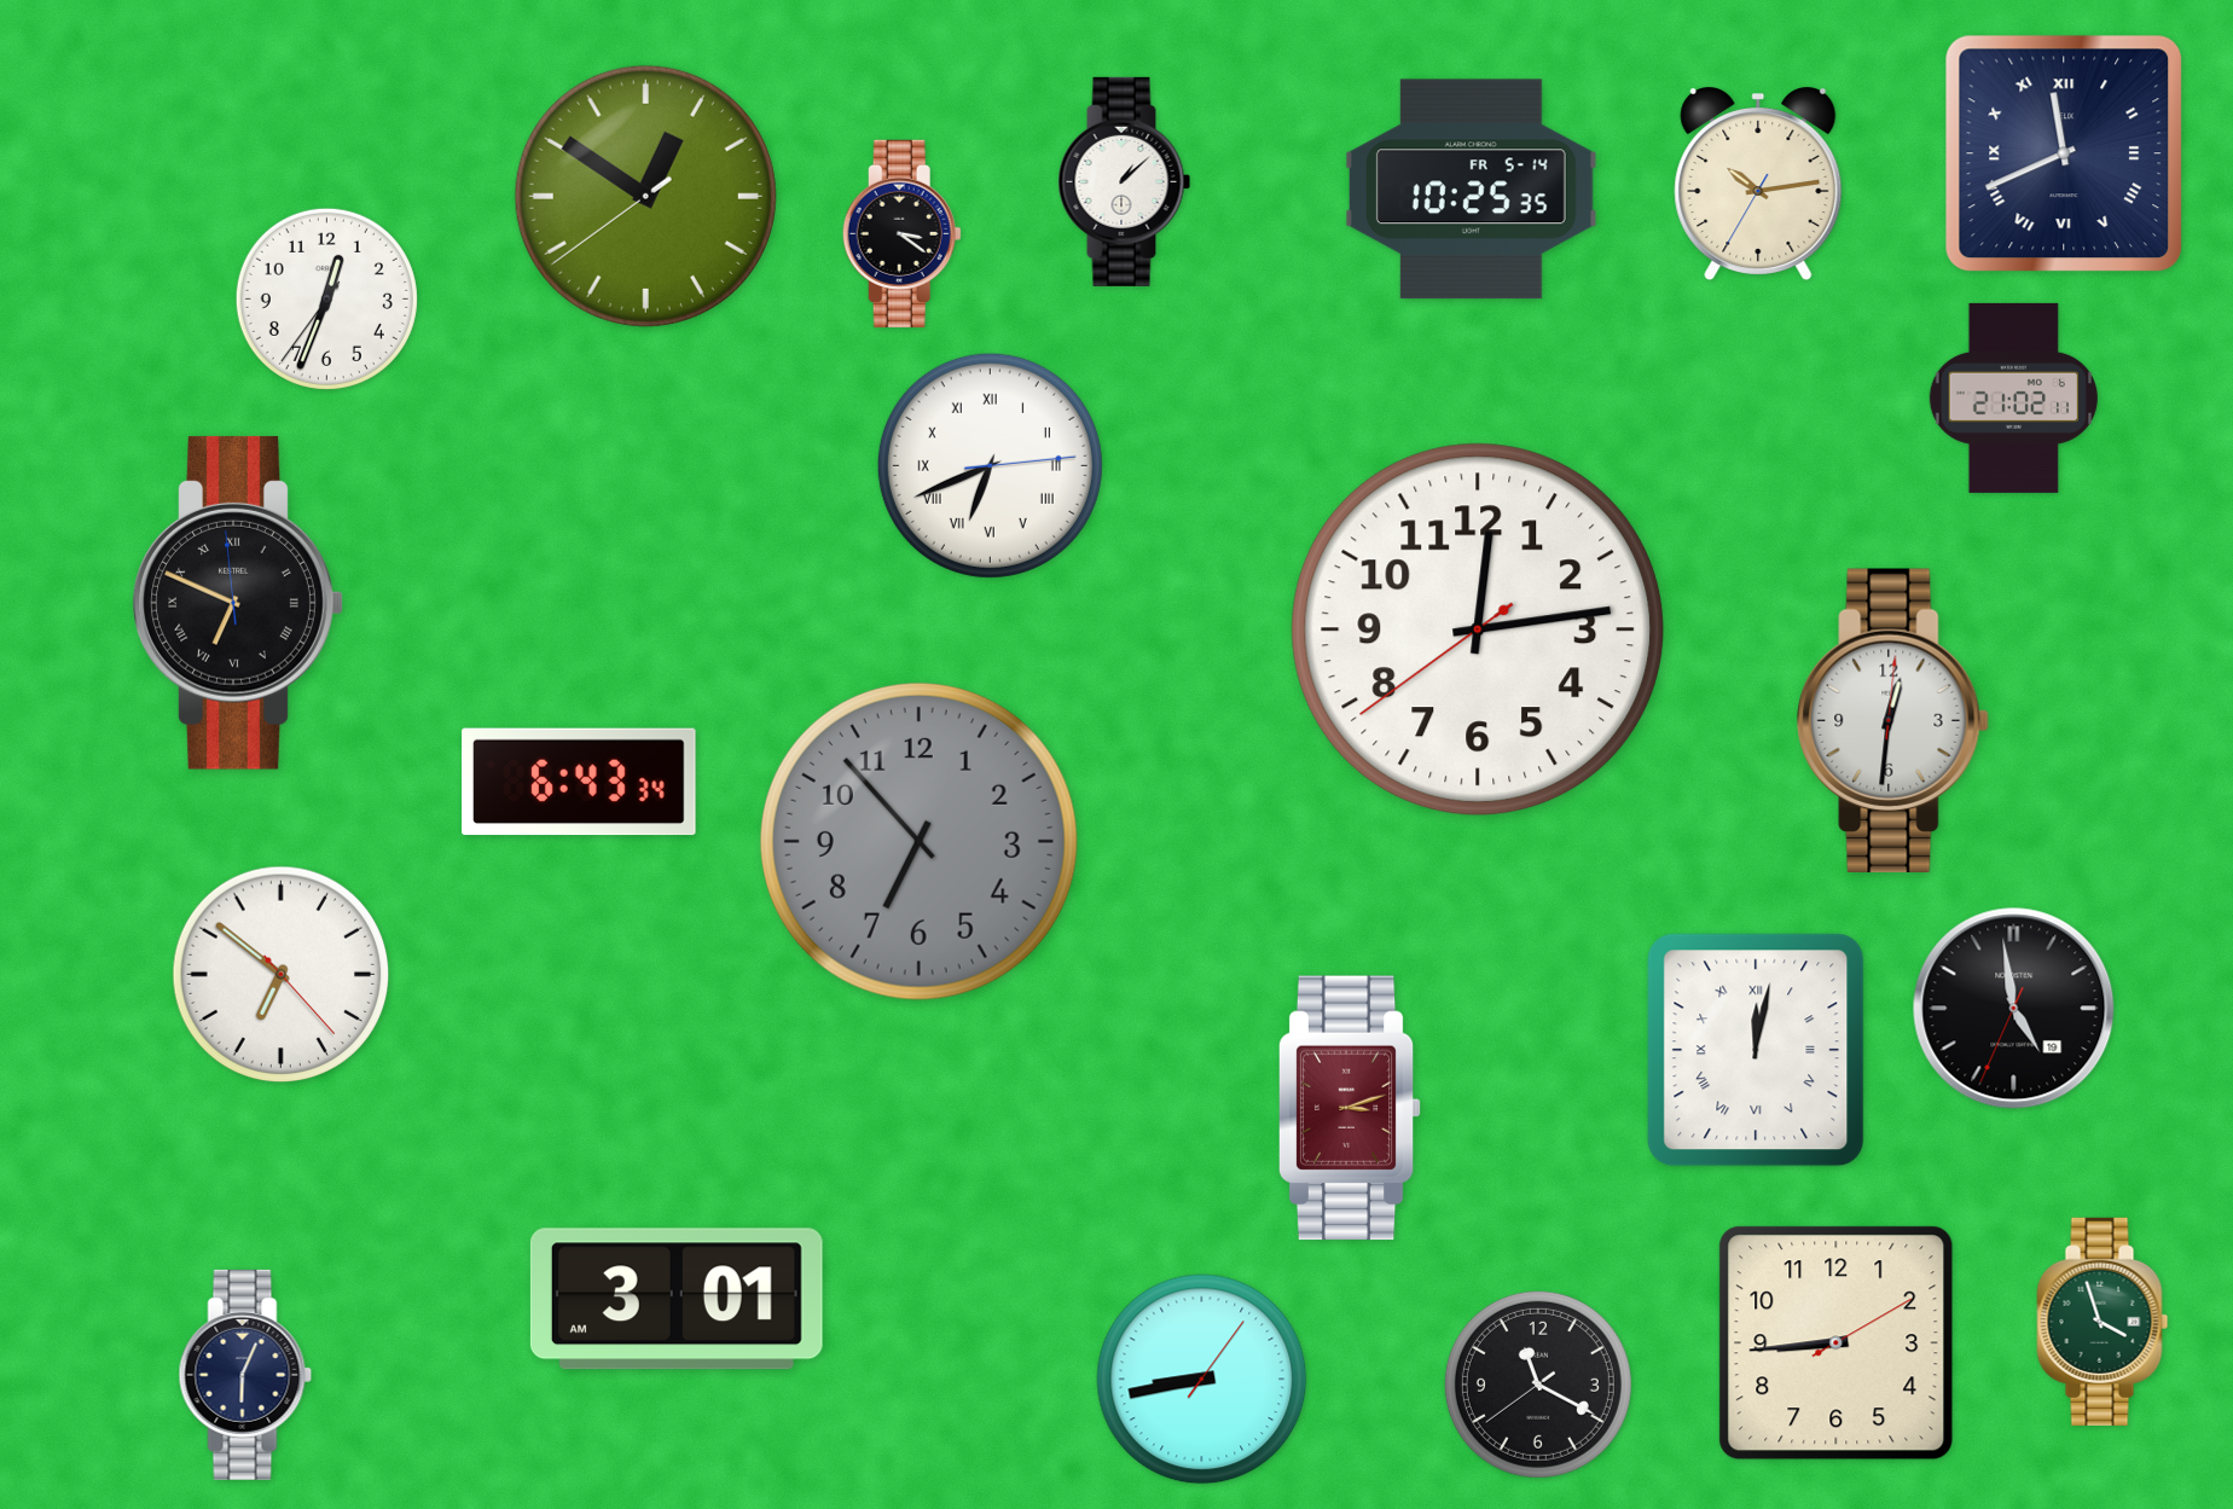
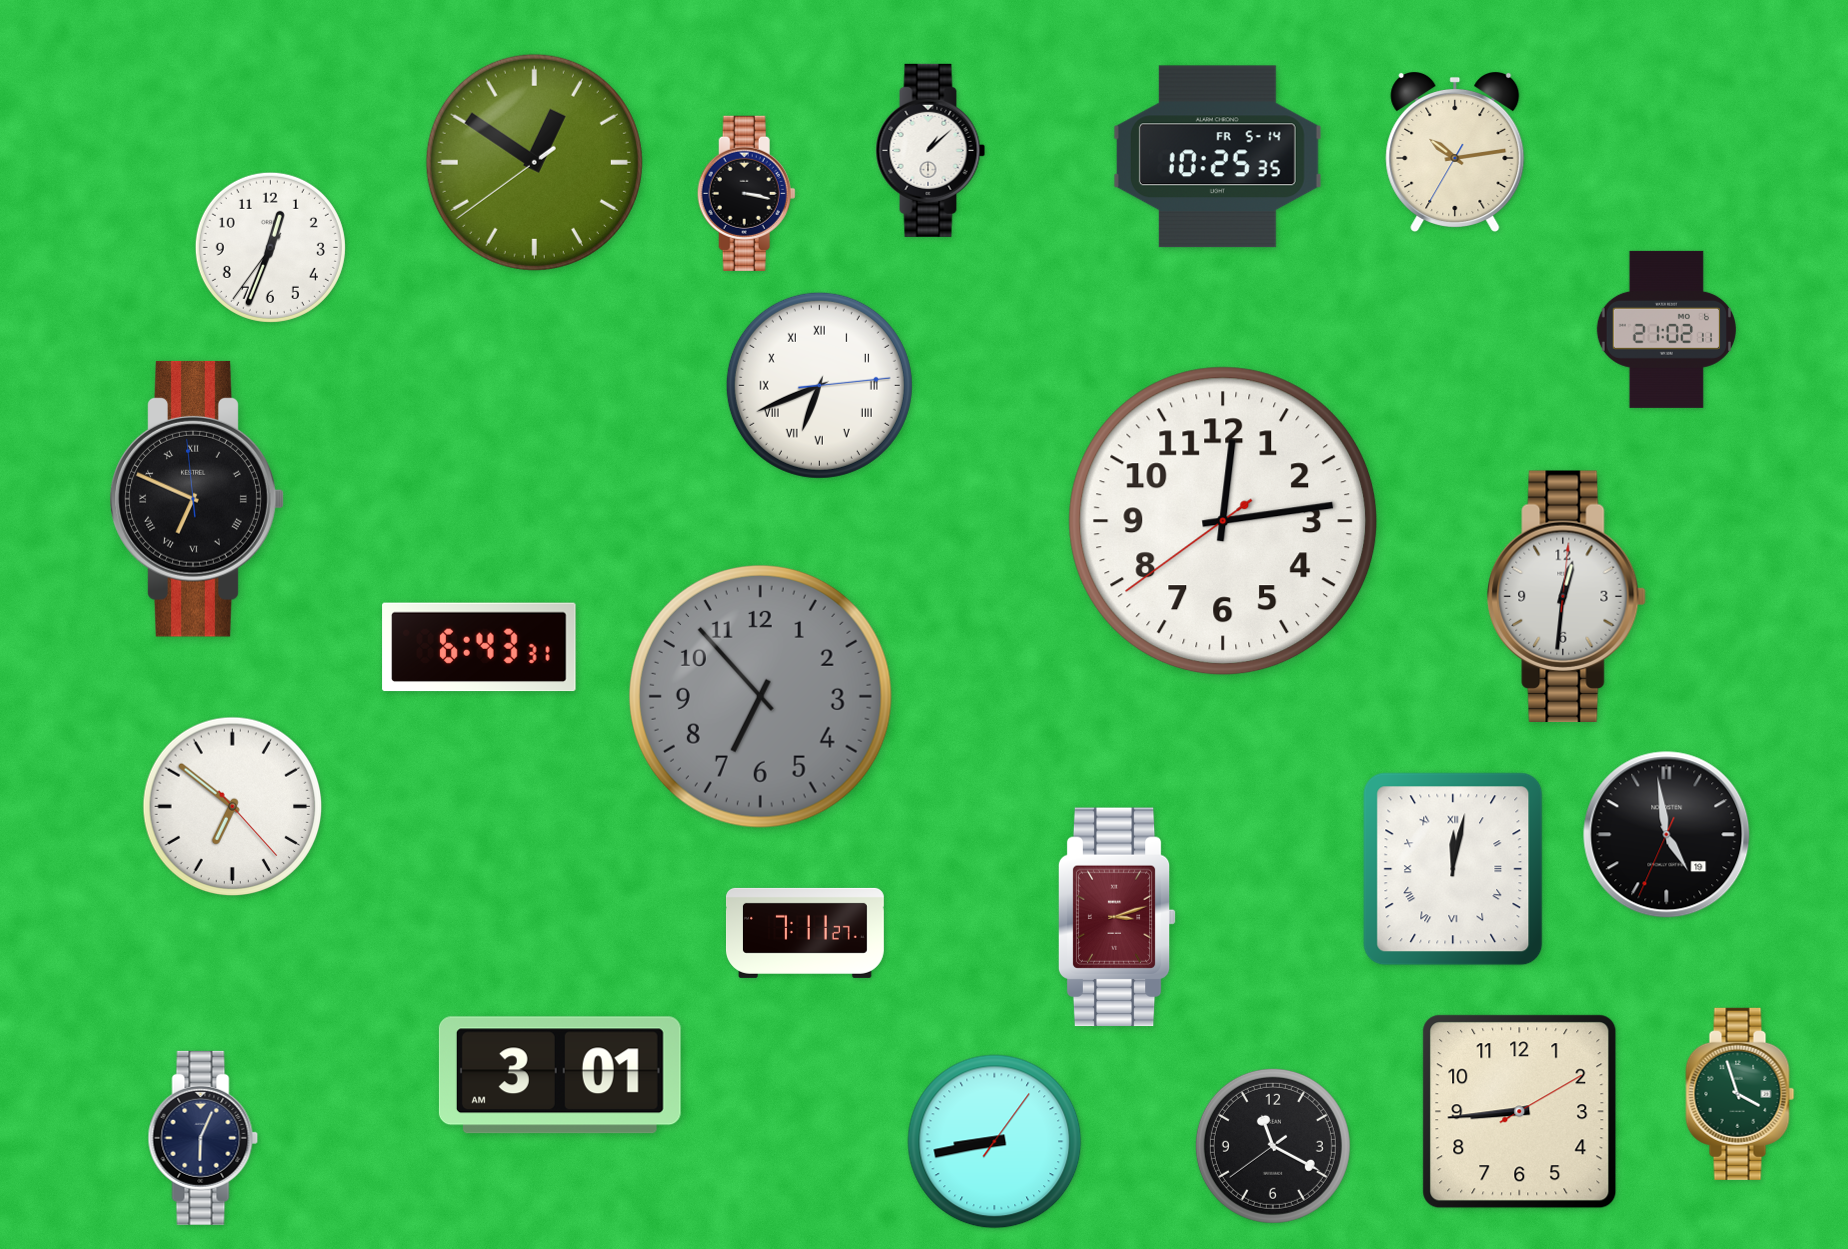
clock at (2064, 153): 11:41 -> none
clock at (901, 233): 3:21 -> 3:17
clock at (579, 782): 6:43:34 -> 6:43:31
clock at (805, 933): none -> 7:11
